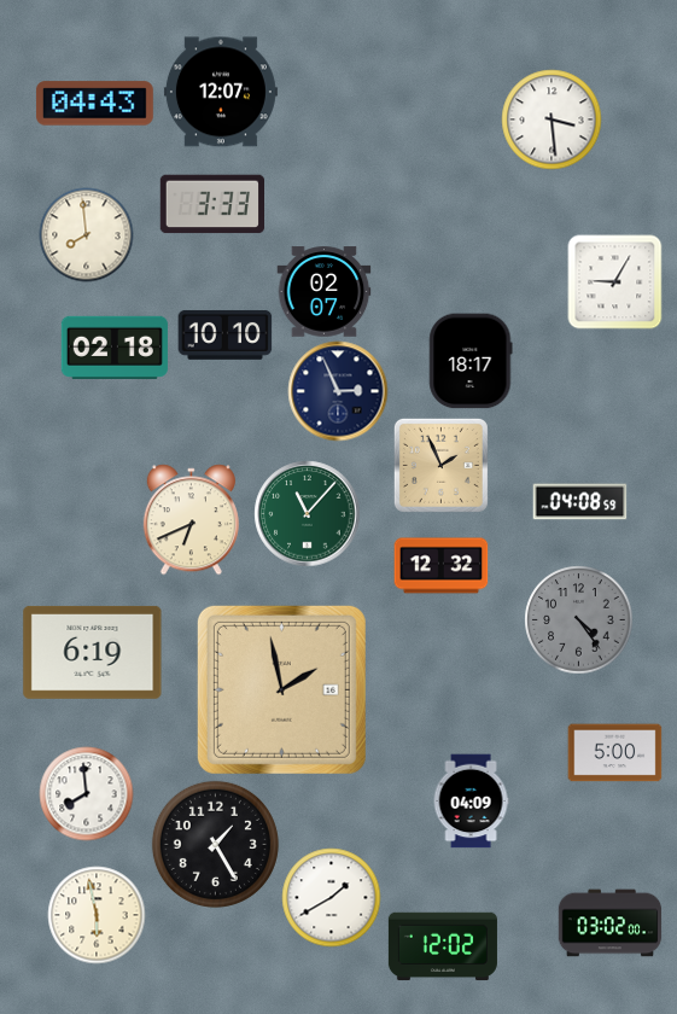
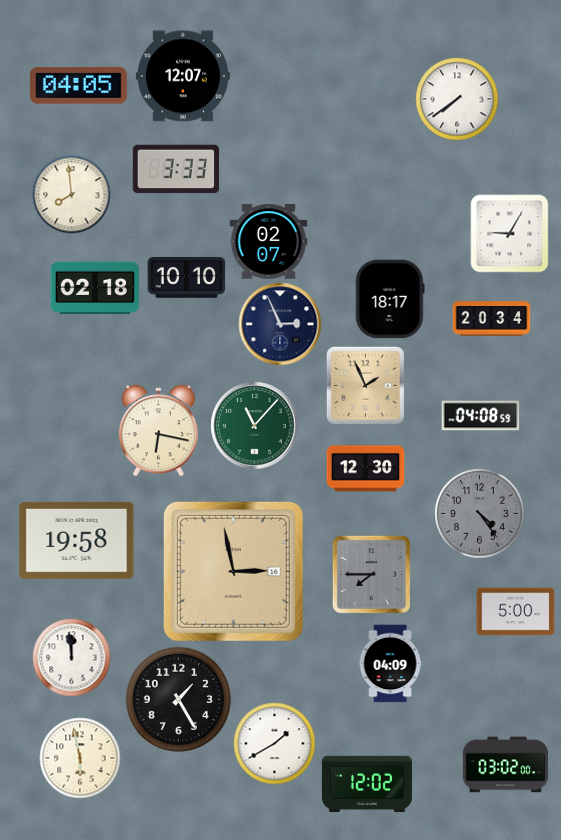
clock at (94, 104): 04:43 -> 04:05
clock at (551, 120): 3:29 -> 7:39
clock at (491, 319): none -> 20:34
clock at (191, 519): 6:41 -> 6:17
clock at (440, 566): 12:32 -> 12:30
clock at (93, 652): 6:19 -> 19:58
clock at (281, 689): 1:58 -> 2:58
clock at (371, 574): none -> 7:45
clock at (614, 753) position: (614, 753) -> (515, 612)
clock at (86, 793): 7:59 -> 11:59
